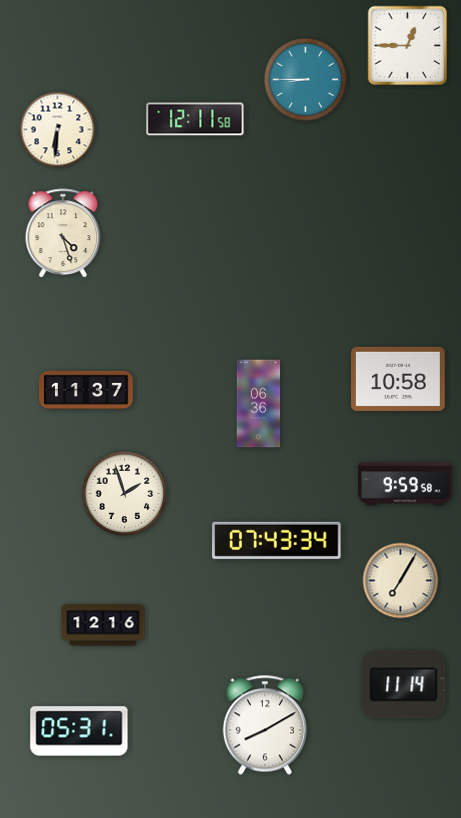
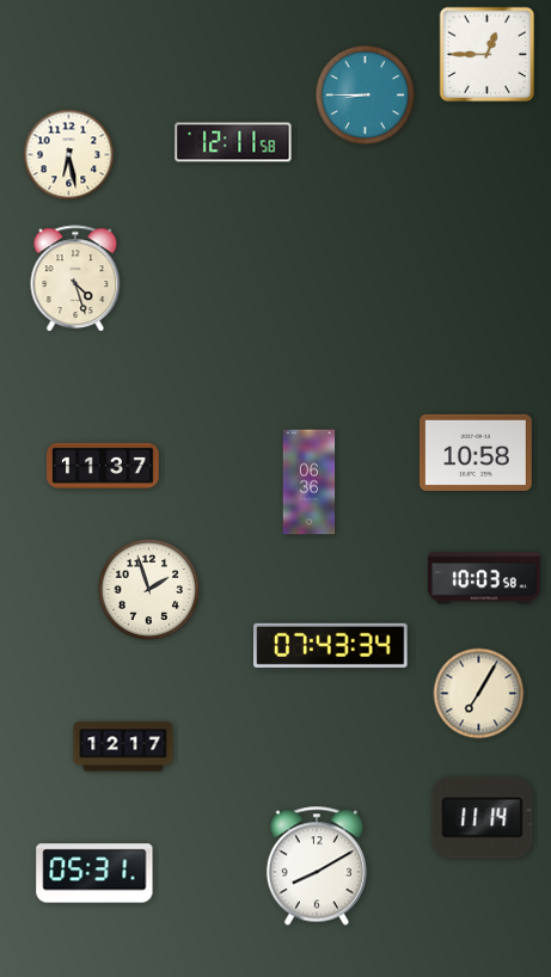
clock at (58, 130): 6:31 -> 6:28
clock at (406, 484): 9:59 -> 10:03
clock at (103, 625): 12:16 -> 12:17
